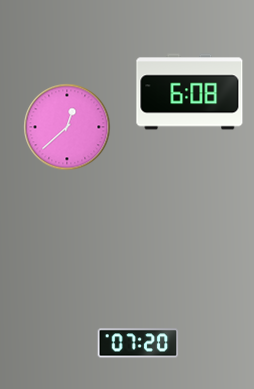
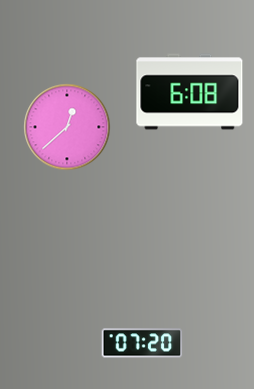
clock at (138, 343) position: (138, 343) -> (142, 343)
